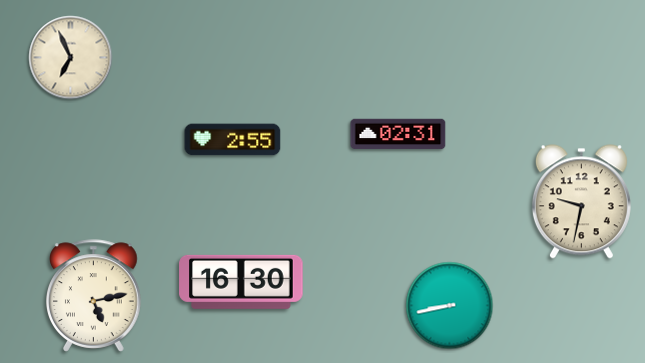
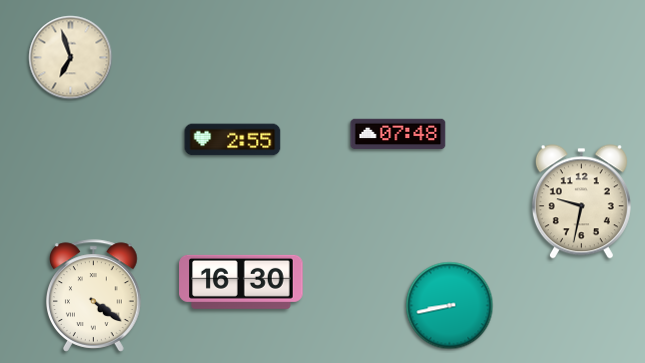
clock at (71, 58): 6:56 -> 6:57
clock at (398, 134): 02:31 -> 07:48
clock at (94, 296): 5:13 -> 4:21
